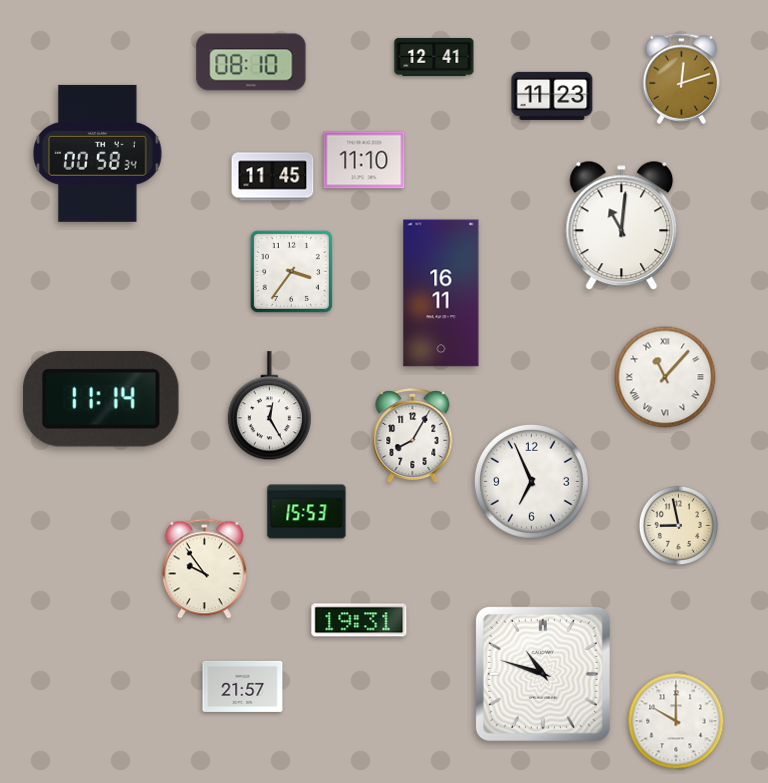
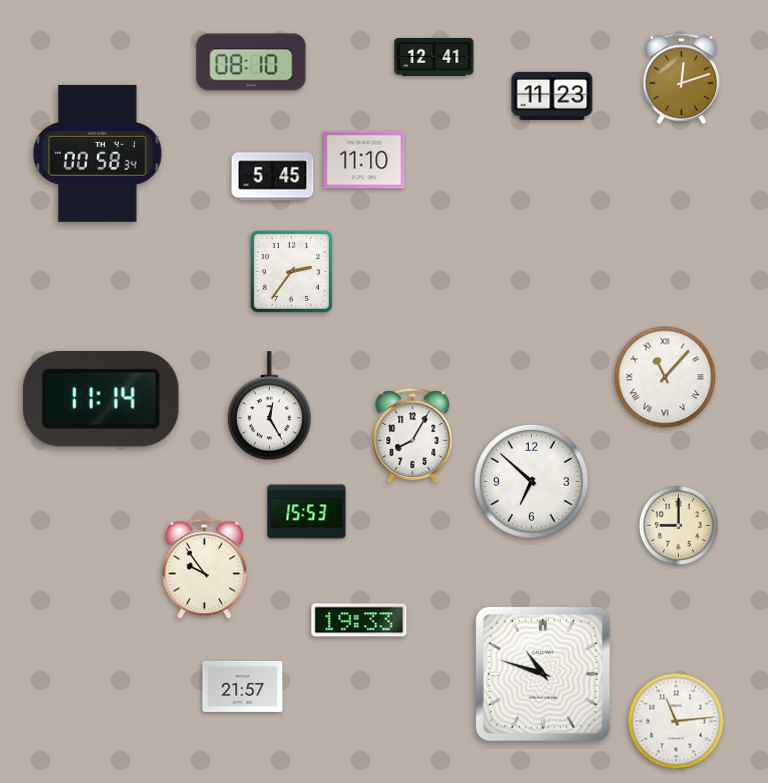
clock at (273, 177): 11:45 -> 5:45
clock at (622, 226): 11:01 -> none
clock at (291, 271): 3:36 -> 2:36
clock at (441, 293): 16:11 -> none
clock at (531, 481): 6:56 -> 6:52
clock at (678, 525): 8:58 -> 9:00
clock at (359, 620): 19:31 -> 19:33
clock at (676, 721): 10:00 -> 11:14
